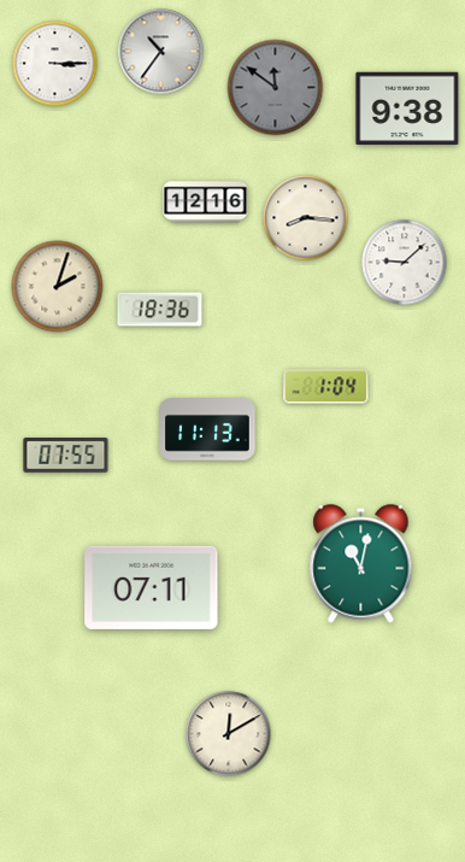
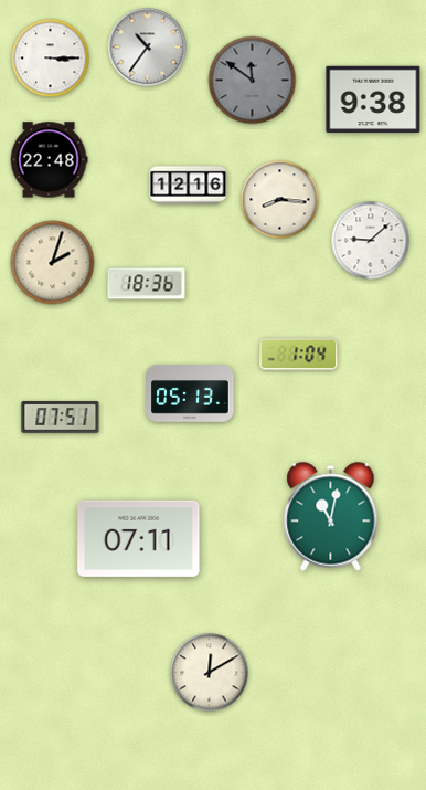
clock at (49, 160): none -> 22:48
clock at (207, 429): 11:13 -> 05:13
clock at (66, 456): 07:55 -> 07:51
